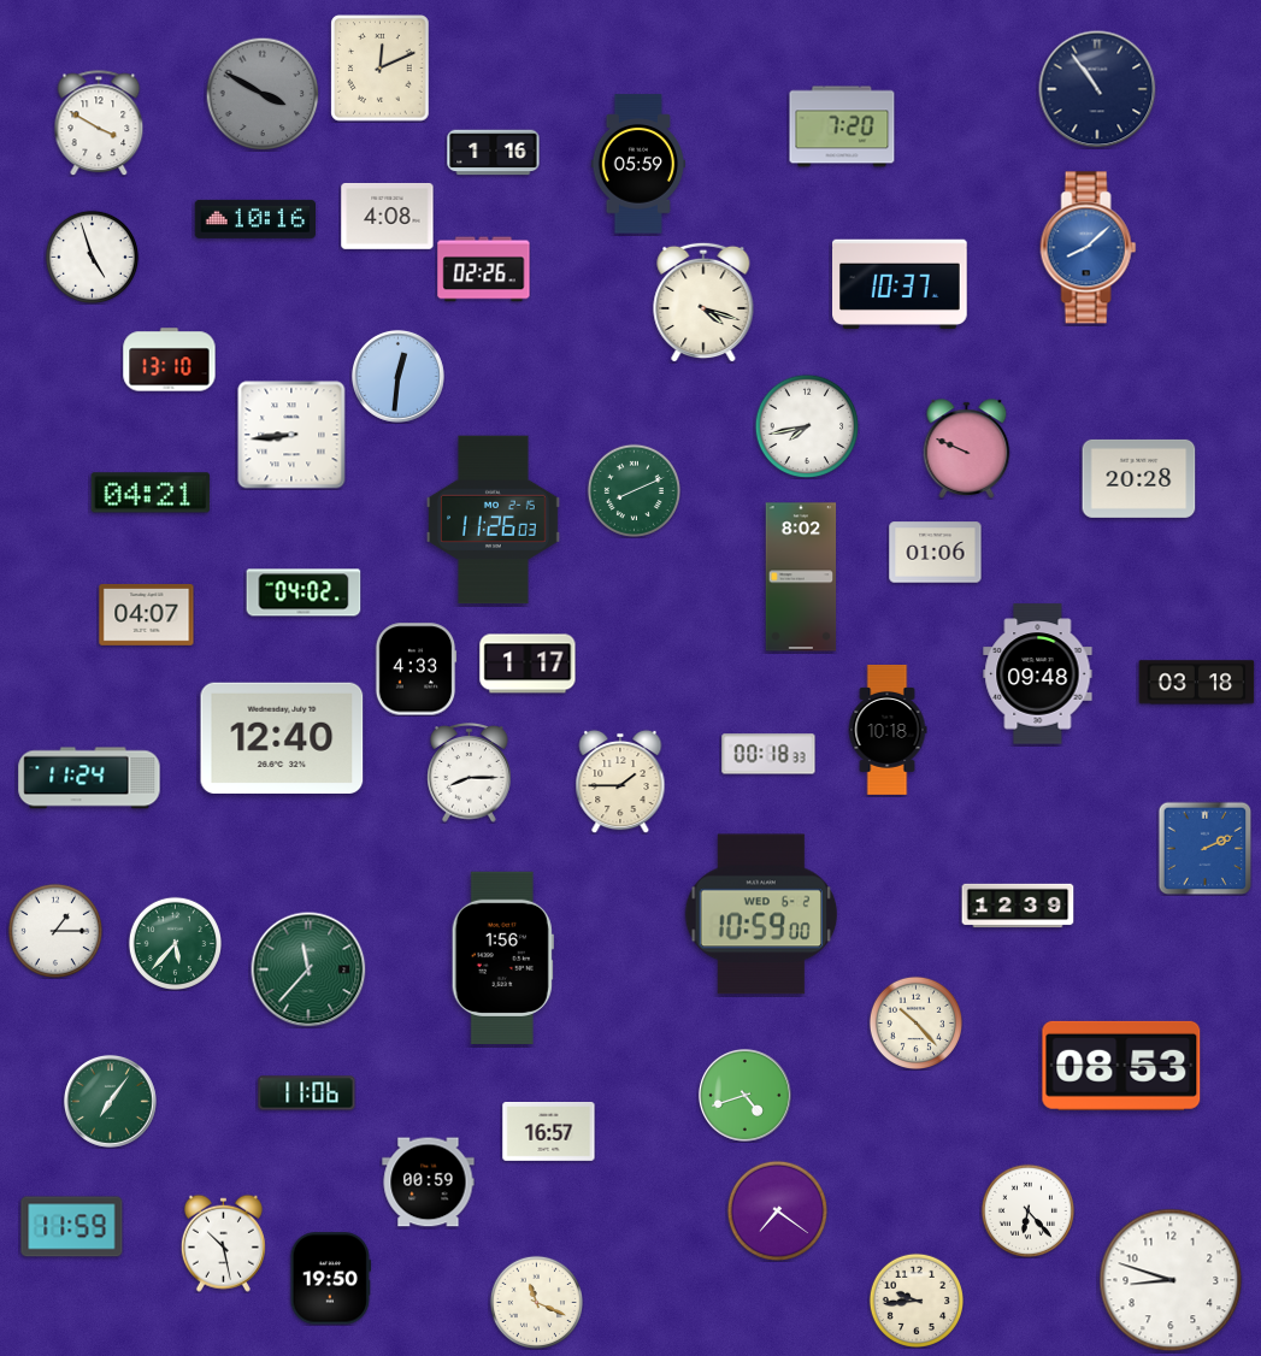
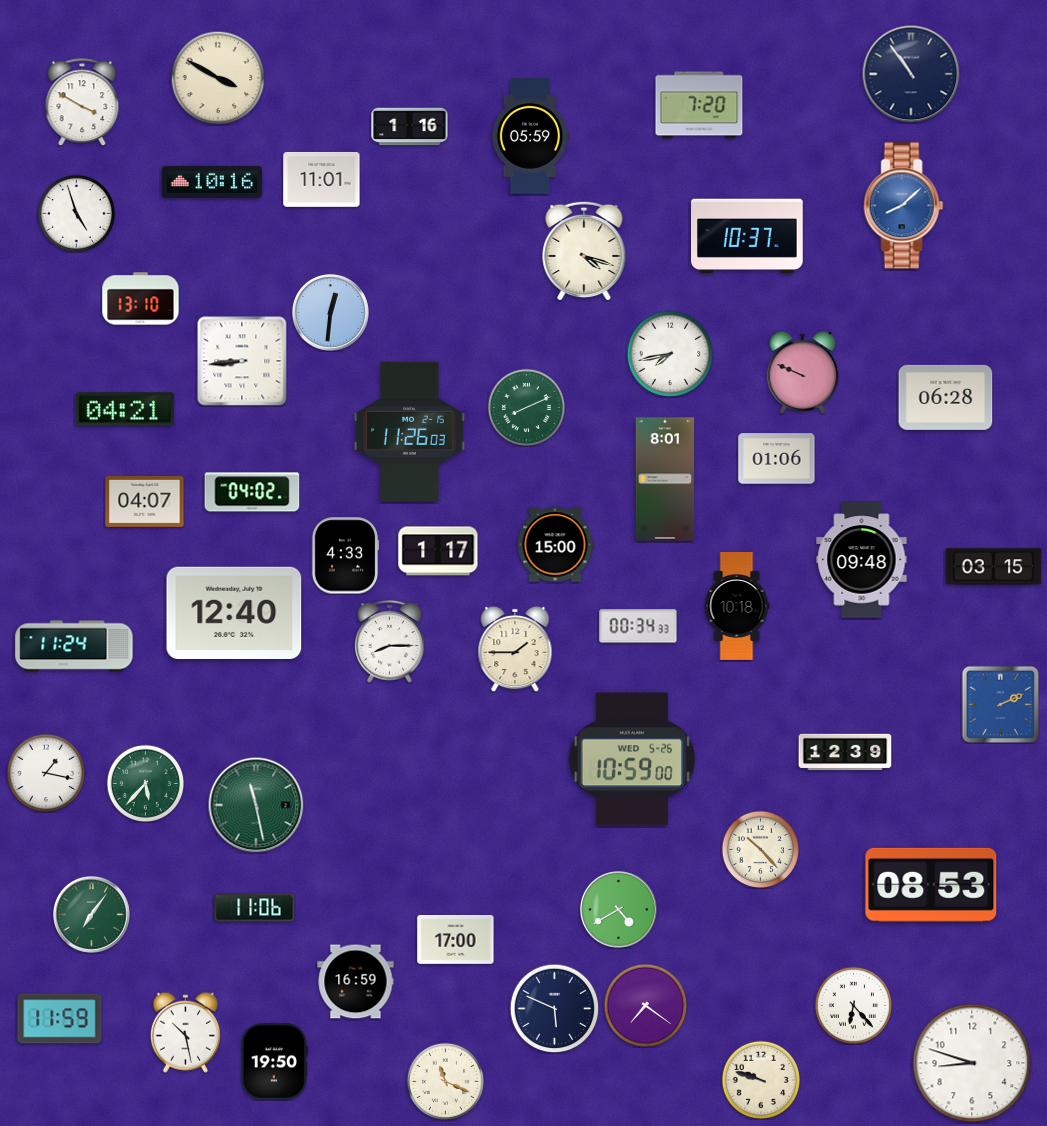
clock at (381, 69): 12:11 -> none
clock at (263, 94) dial: grey -> cream
clock at (388, 217): 4:08 -> 11:01
clock at (484, 270): 02:26 -> none
clock at (1139, 478): 20:28 -> 06:28
clock at (801, 577): 8:02 -> 8:01
clock at (147, 614) position: (147, 614) -> (145, 501)
clock at (555, 545): none -> 15:00
clock at (1197, 683): 03:18 -> 03:15
clock at (768, 754): 00:18 -> 00:34
clock at (761, 914) date: WED 6-2 -> WED 5-26
clock at (54, 930): 1:15 -> 1:17
clock at (502, 957): 1:56 -> none
clock at (308, 969): 11:37 -> 11:28
clock at (744, 1095): 4:42 -> 4:40
clock at (549, 1132): 16:57 -> 17:00
clock at (429, 1183): 00:59 -> 16:59
clock at (554, 1008): none -> 5:49
clock at (915, 1299): 9:44 -> 9:48
